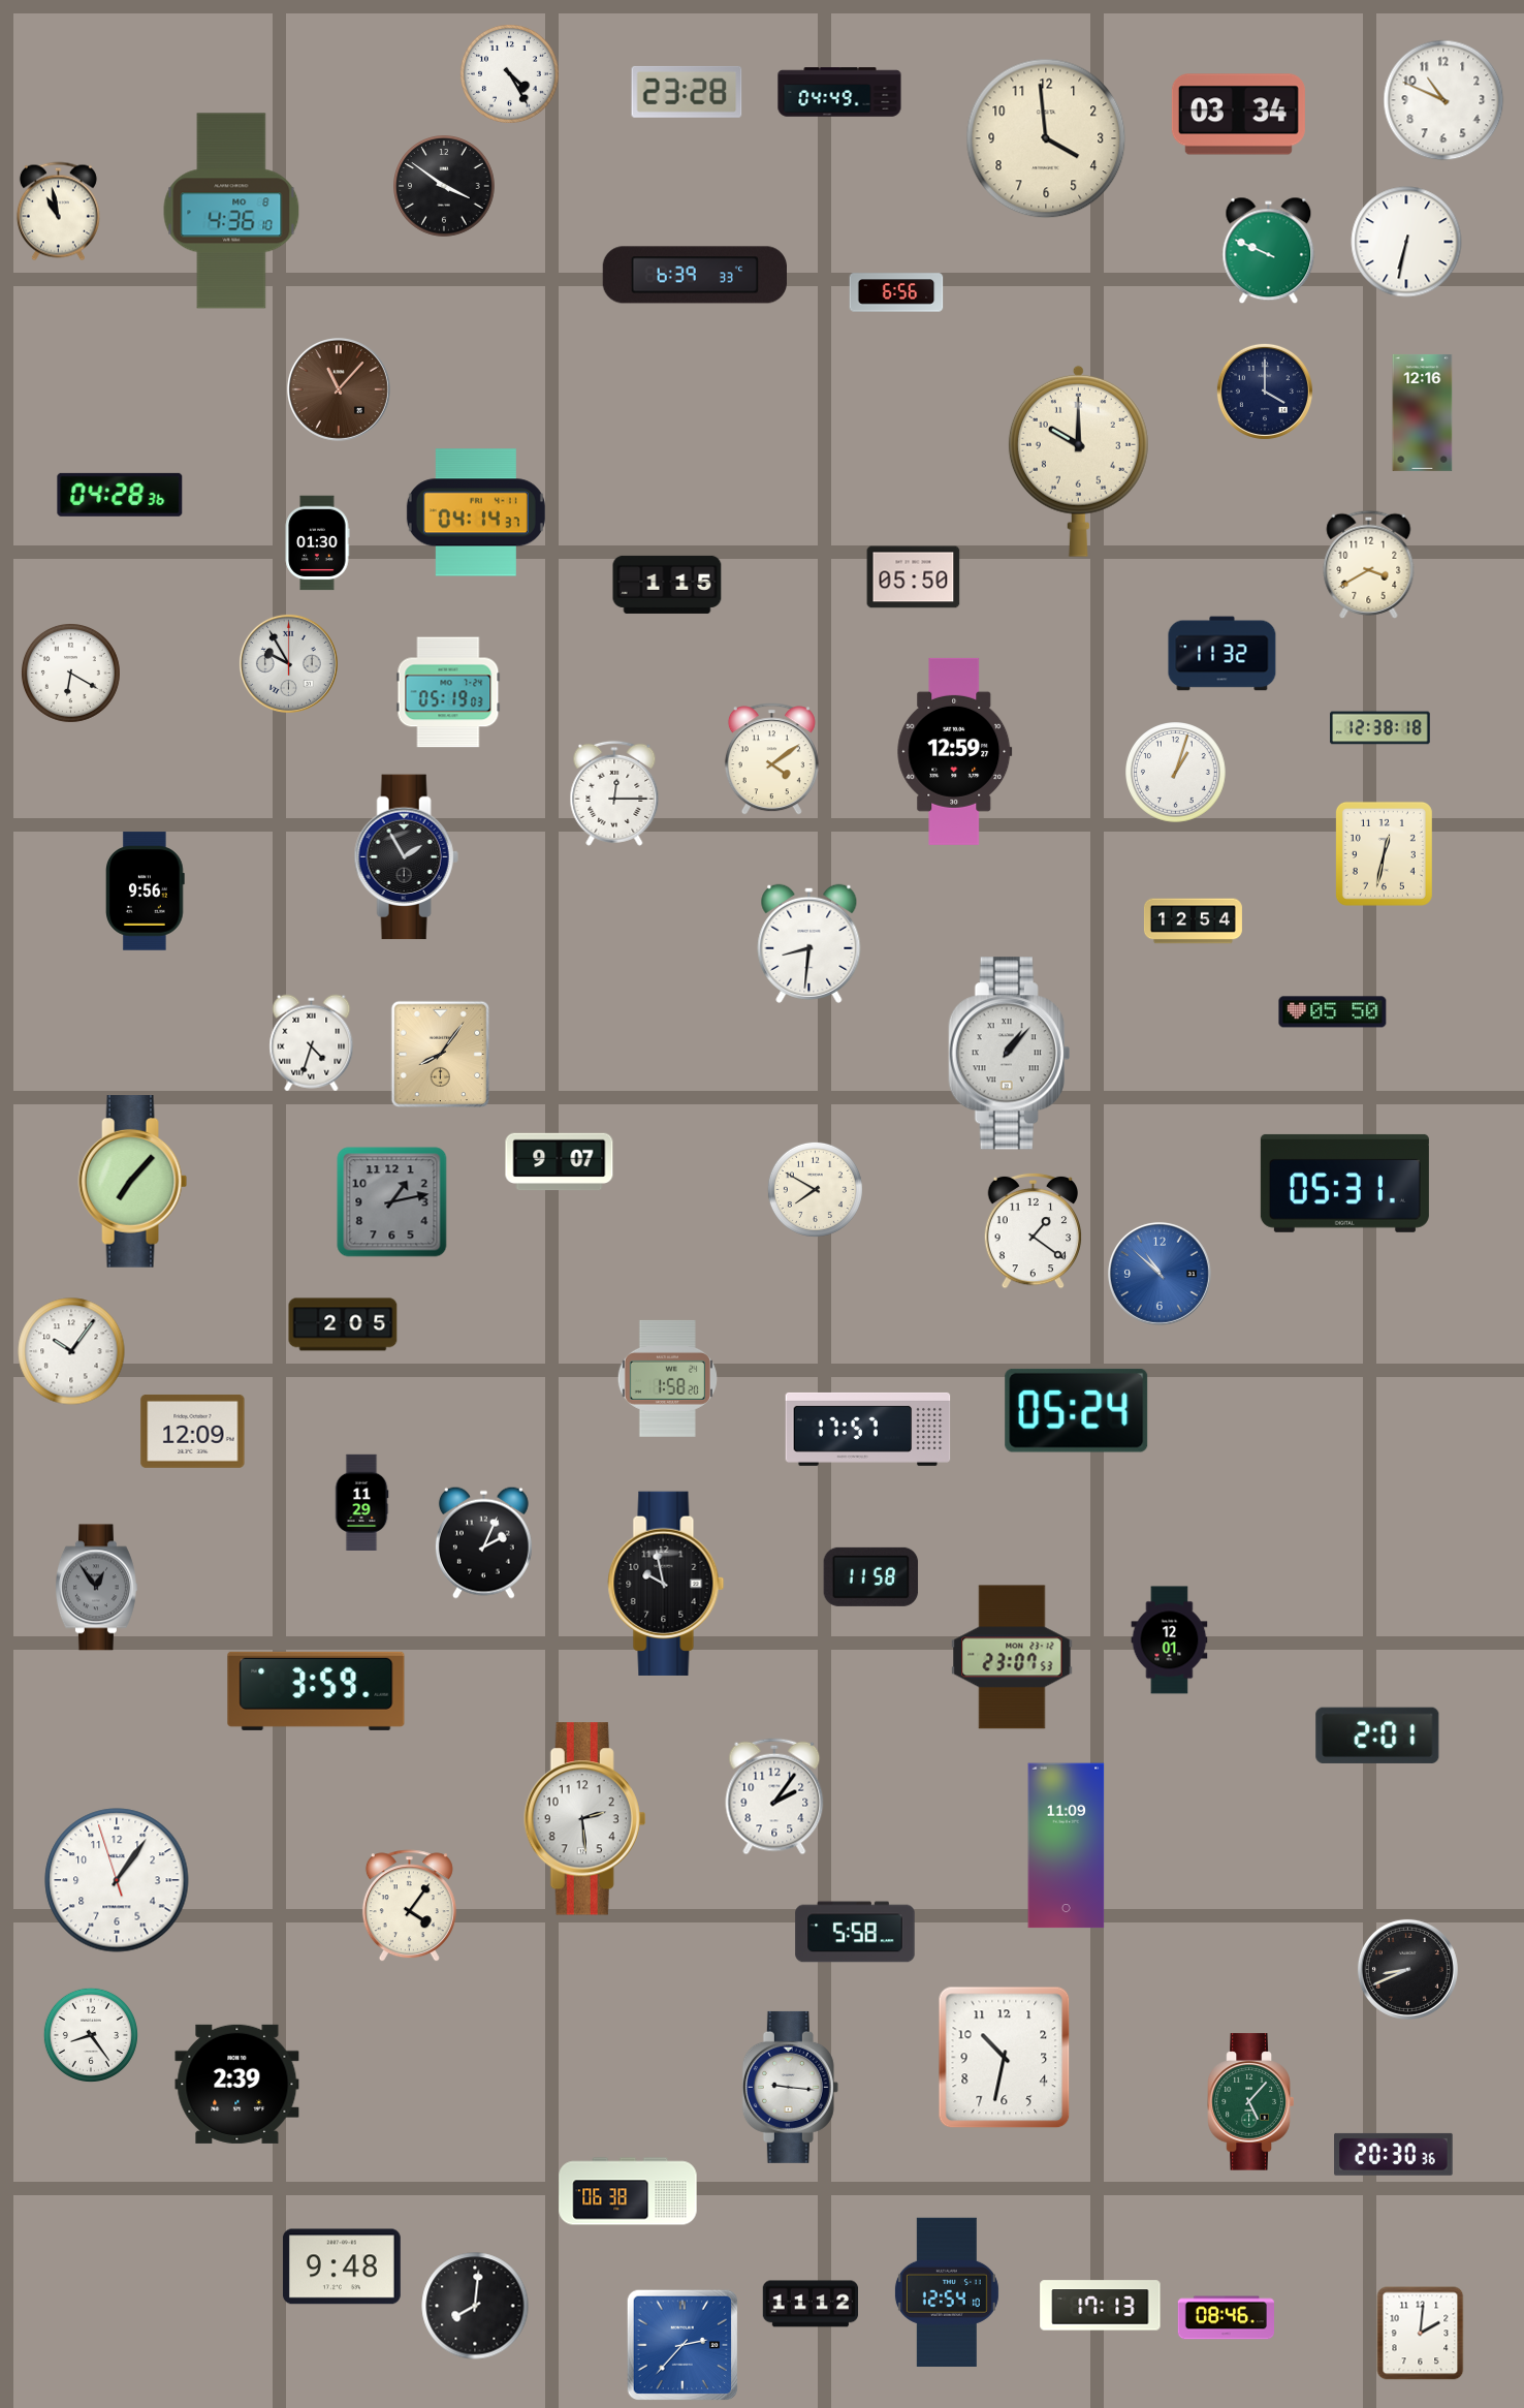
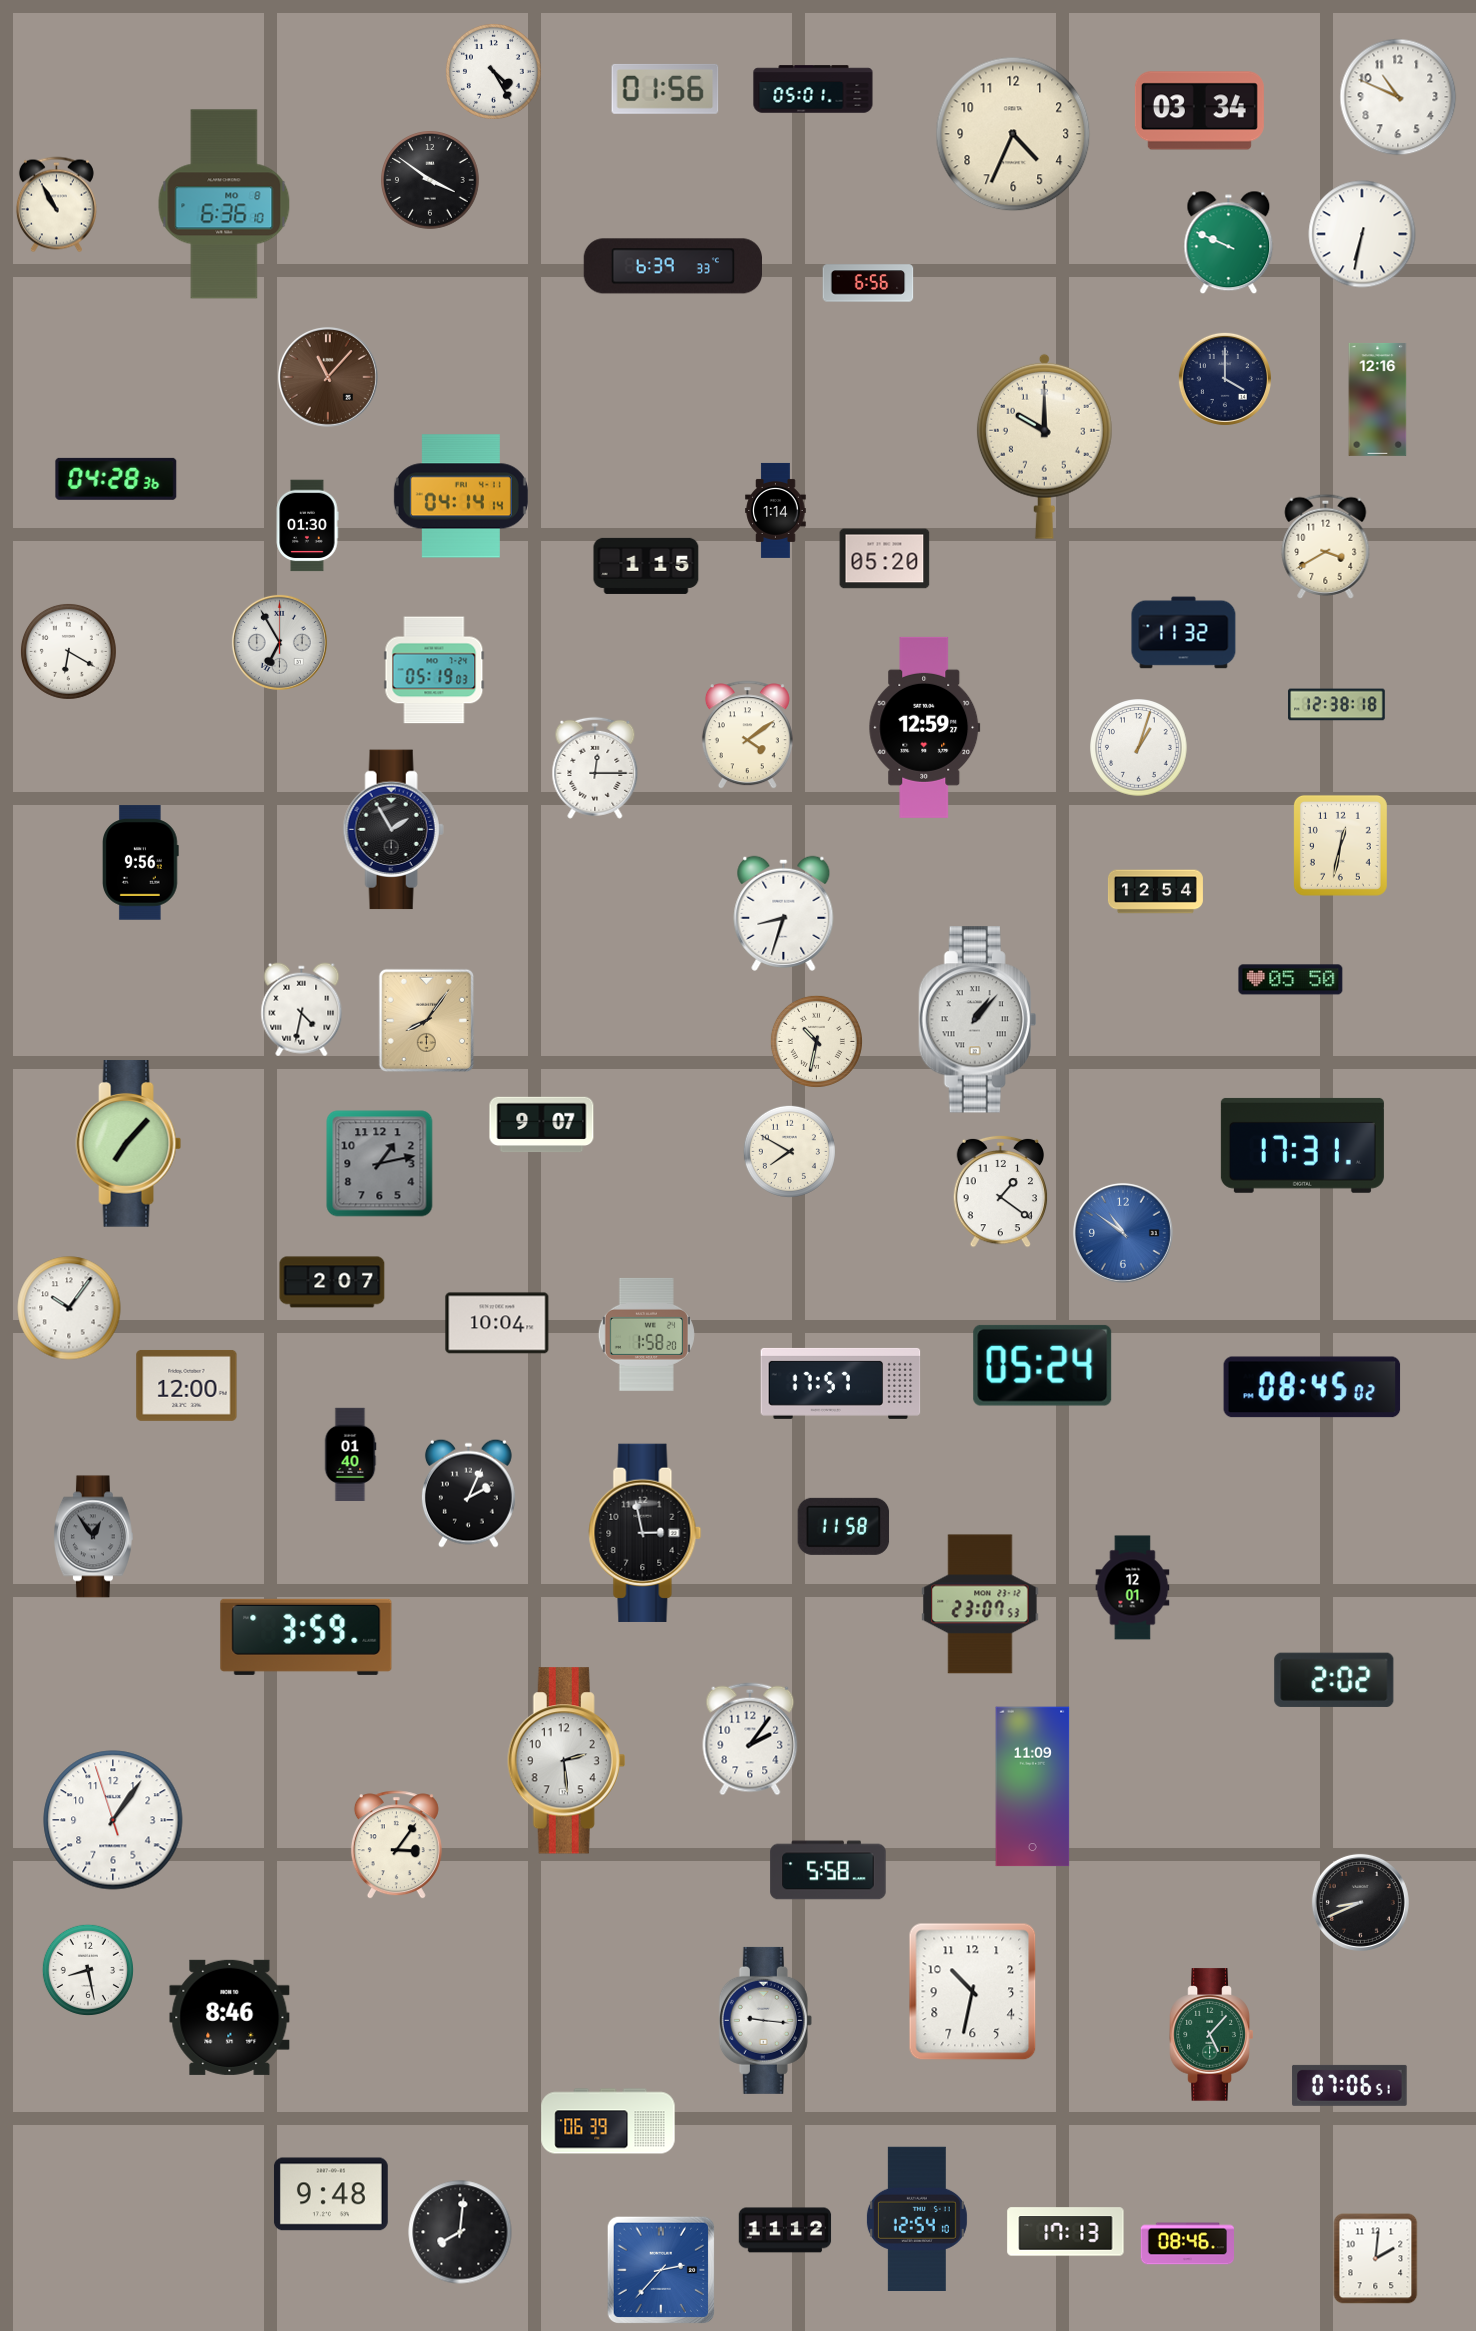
clock at (687, 92): 23:28 -> 01:56
clock at (839, 92): 04:49 -> 05:01
clock at (1046, 138): 3:59 -> 4:34
clock at (231, 211): 4:36 -> 6:36
clock at (58, 212): 10:58 -> 10:55
clock at (476, 512): 04:14:37 -> 04:14:14
clock at (776, 510): none -> 1:14
clock at (914, 577): 05:50 -> 05:20
clock at (288, 663): 9:55 -> 6:55
clock at (1384, 853) position: (1384, 853) -> (1340, 845)
clock at (809, 943): 8:31 -> 8:33
clock at (312, 1043): 4:33 -> 4:32
clock at (816, 1041): none -> 10:32
clock at (1344, 1183): 05:31 -> 17:31
clock at (1160, 1274): 10:52 -> 10:51
clock at (343, 1324): 2:05 -> 2:07
clock at (497, 1323): none -> 10:04
clock at (193, 1431): 12:09 -> 12:00
clock at (1312, 1387): none -> 08:45
clock at (361, 1502): 11:29 -> 01:40
clock at (666, 1584): 9:58 -> 2:58
clock at (1377, 1735): 2:01 -> 2:02
clock at (409, 1906): 4:06 -> 3:06
clock at (1407, 1969) position: (1407, 1969) -> (1360, 1902)
clock at (91, 2035): 8:24 -> 8:28
clock at (237, 2084): 2:39 -> 8:46
clock at (1394, 2154): 20:30 -> 07:06
clock at (628, 2191): 06:38 -> 06:39
